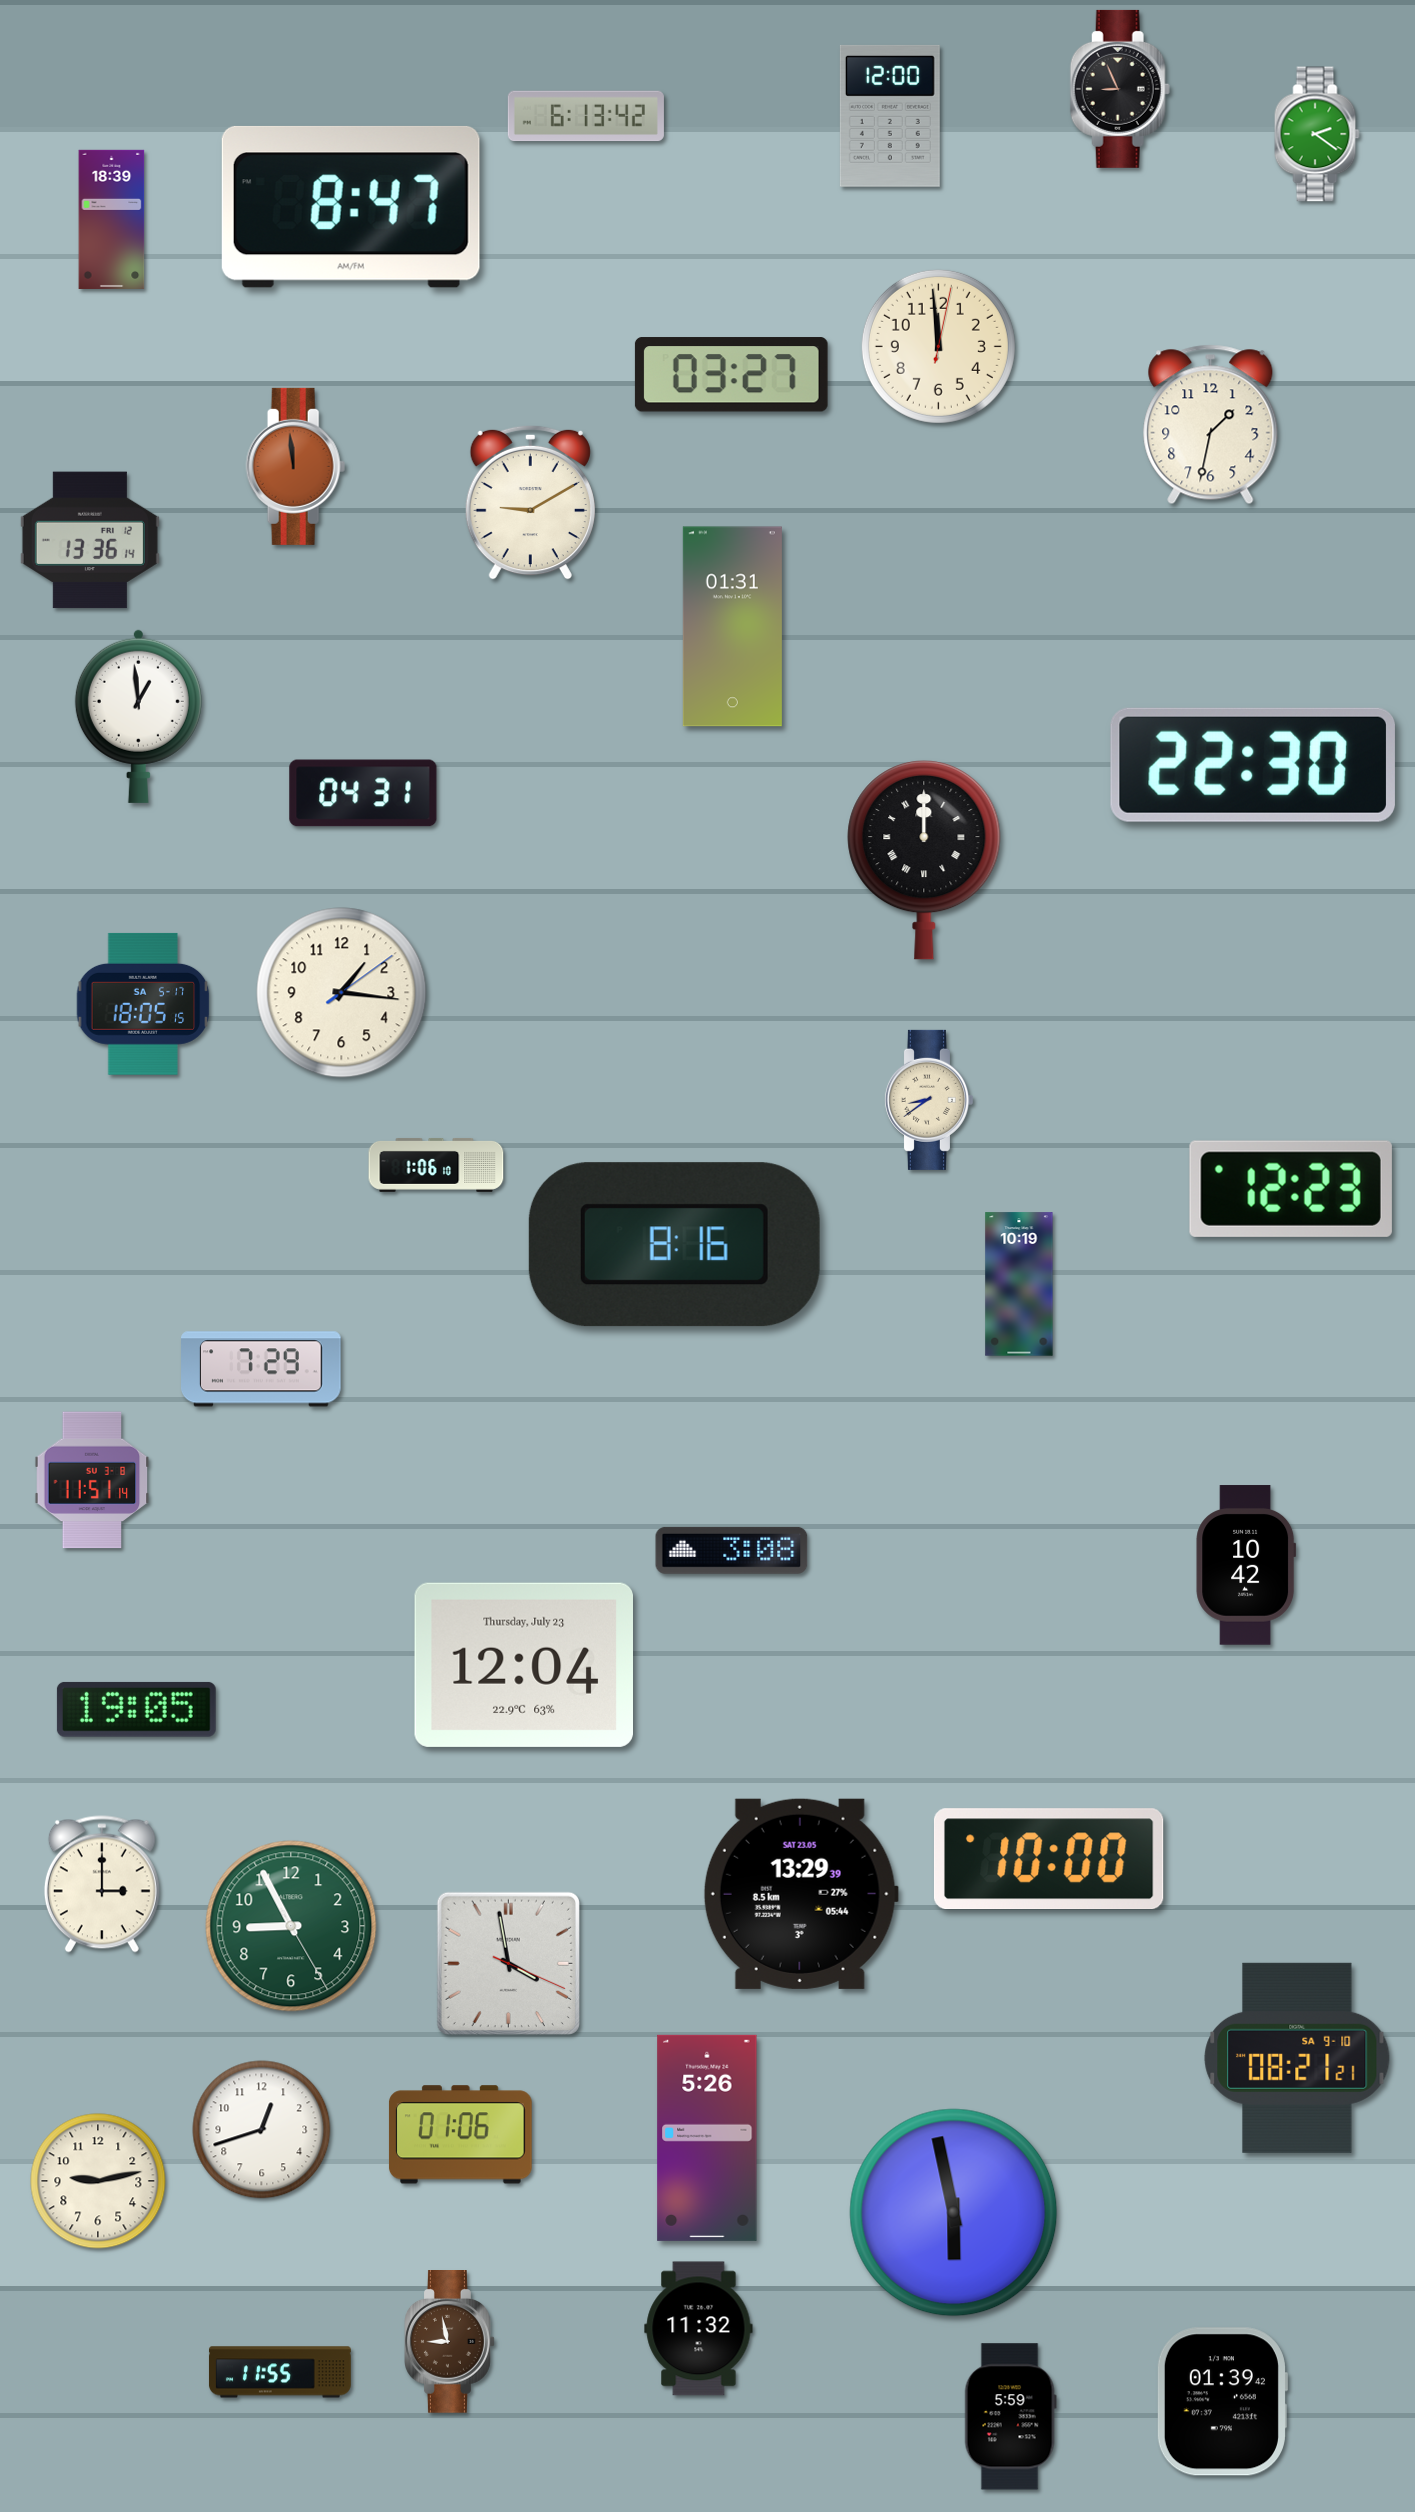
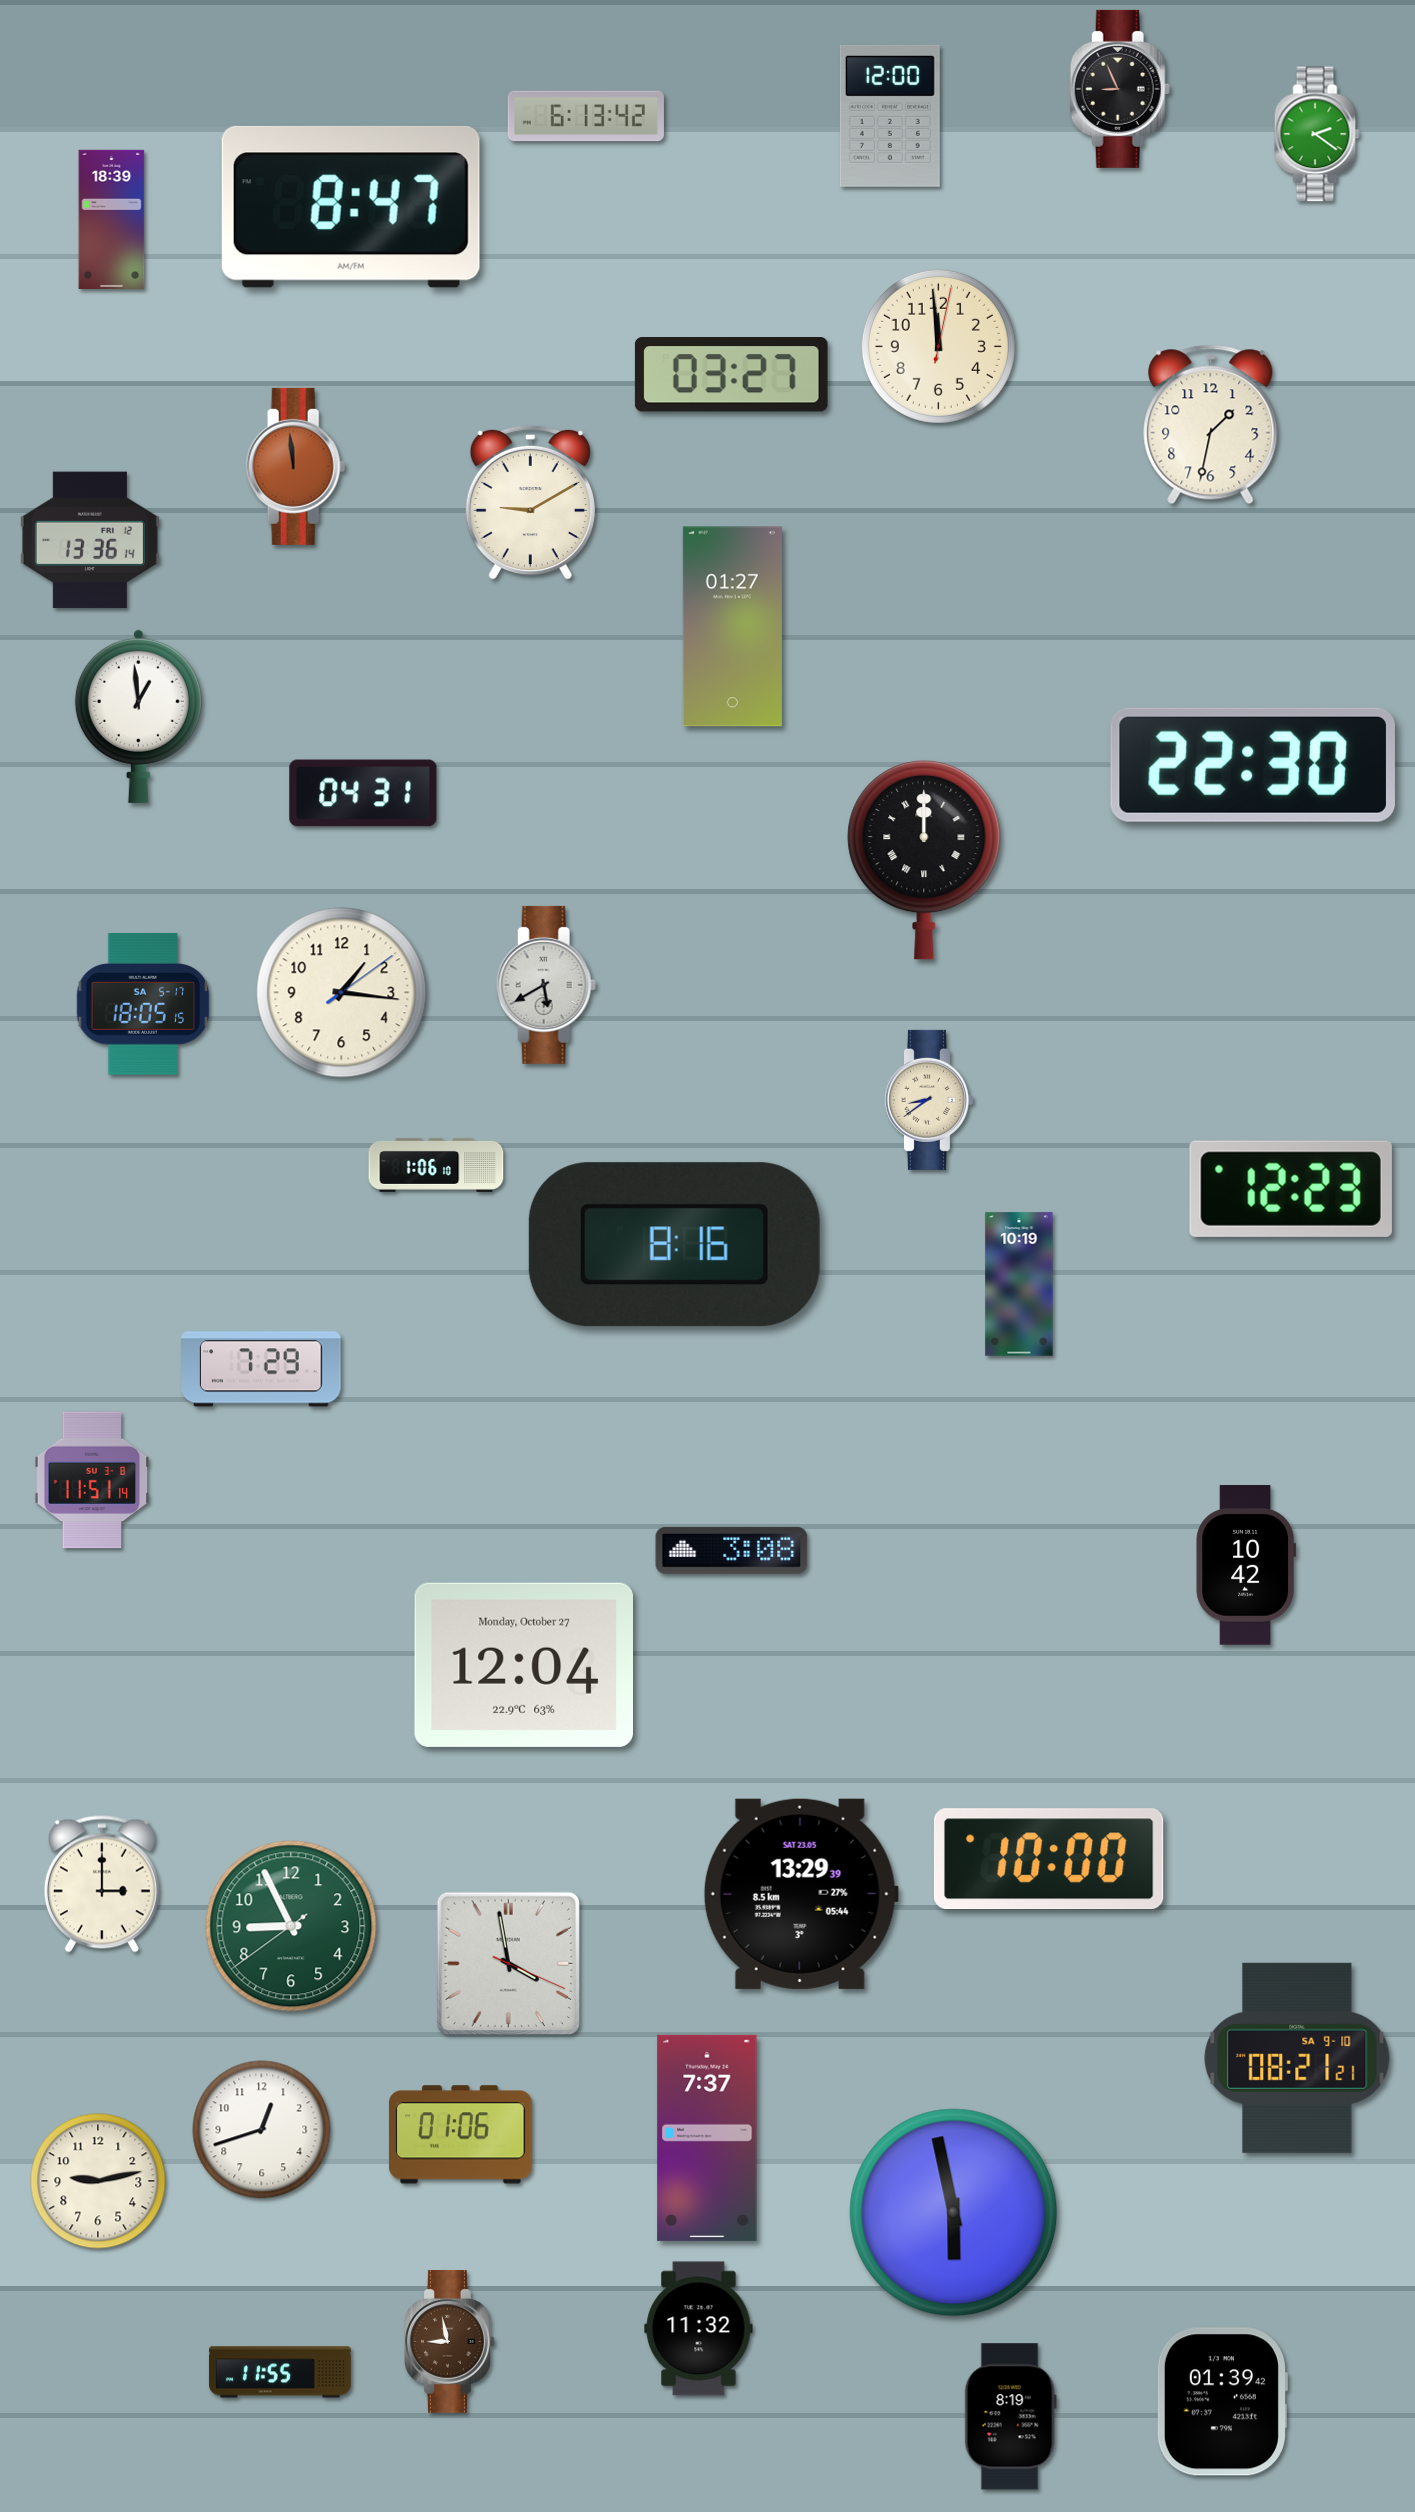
clock at (732, 627): 01:31 -> 01:27
clock at (546, 985): none -> 5:40
clock at (523, 1665) date: Thursday, July 23 -> Monday, October 27
clock at (136, 1709): 19:05 -> none
clock at (291, 1926): 8:55:25 -> 8:55:39
clock at (707, 2138): 5:26 -> 7:37
clock at (1010, 2417): 5:59 -> 8:19
